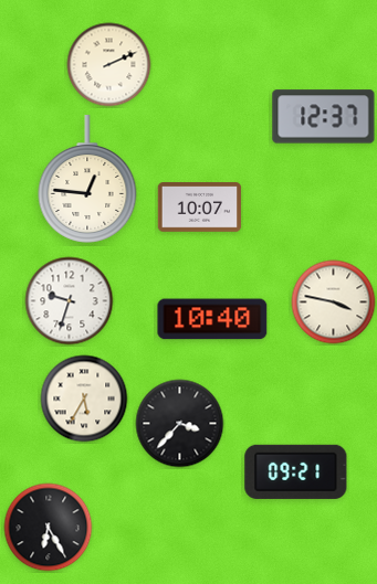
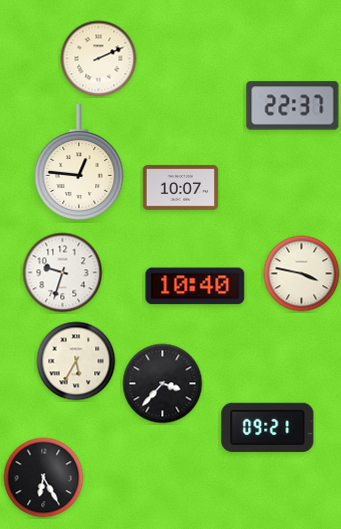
clock at (324, 117): 12:37 -> 22:37
clock at (212, 319) position: (212, 319) -> (195, 286)
